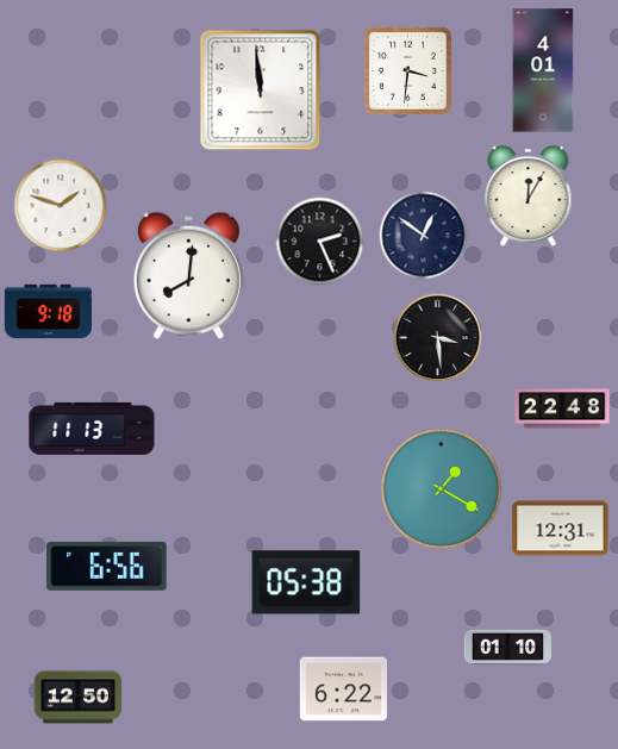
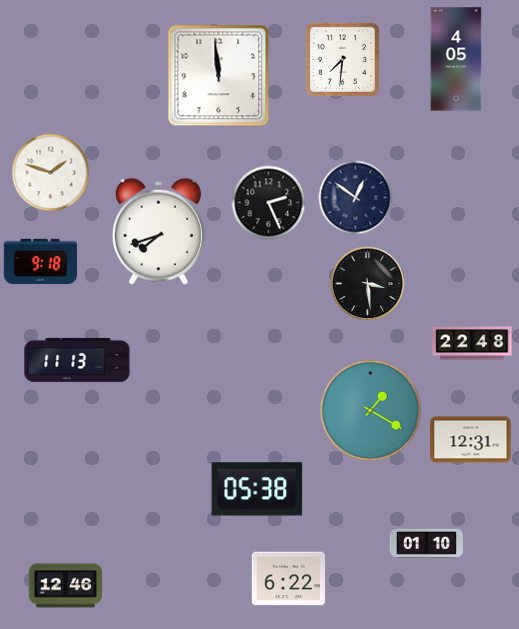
clock at (407, 70): 3:31 -> 7:31
clock at (543, 70): 4:01 -> 4:05
clock at (529, 196): 12:05 -> none
clock at (188, 275): 8:01 -> 7:42
clock at (561, 529) position: (561, 529) -> (471, 440)
clock at (107, 566): 6:56 -> none
clock at (77, 698): 12:50 -> 12:46
